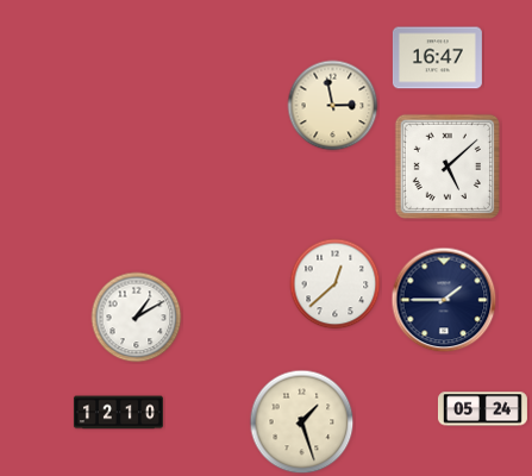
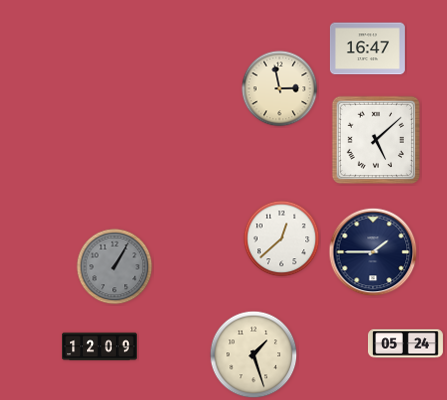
clock at (137, 318): 1:10 -> 1:05
clock at (137, 318) dial: white -> grey
clock at (118, 413): 12:10 -> 12:09
